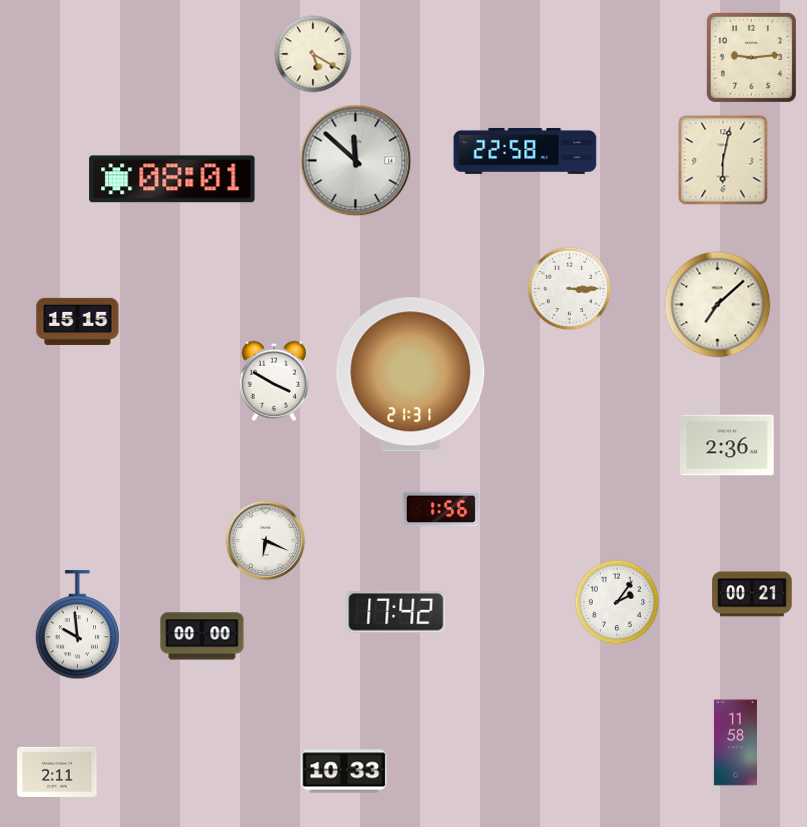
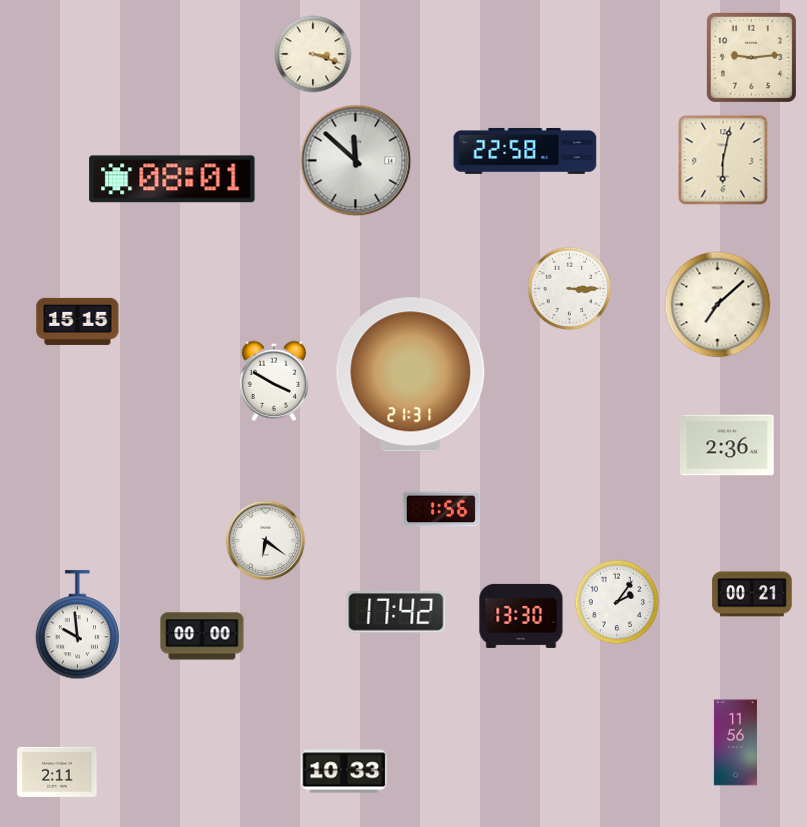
clock at (313, 54): 5:20 -> 3:18
clock at (266, 541): 6:19 -> 6:21
clock at (521, 616): none -> 13:30
clock at (735, 743): 11:58 -> 11:56
